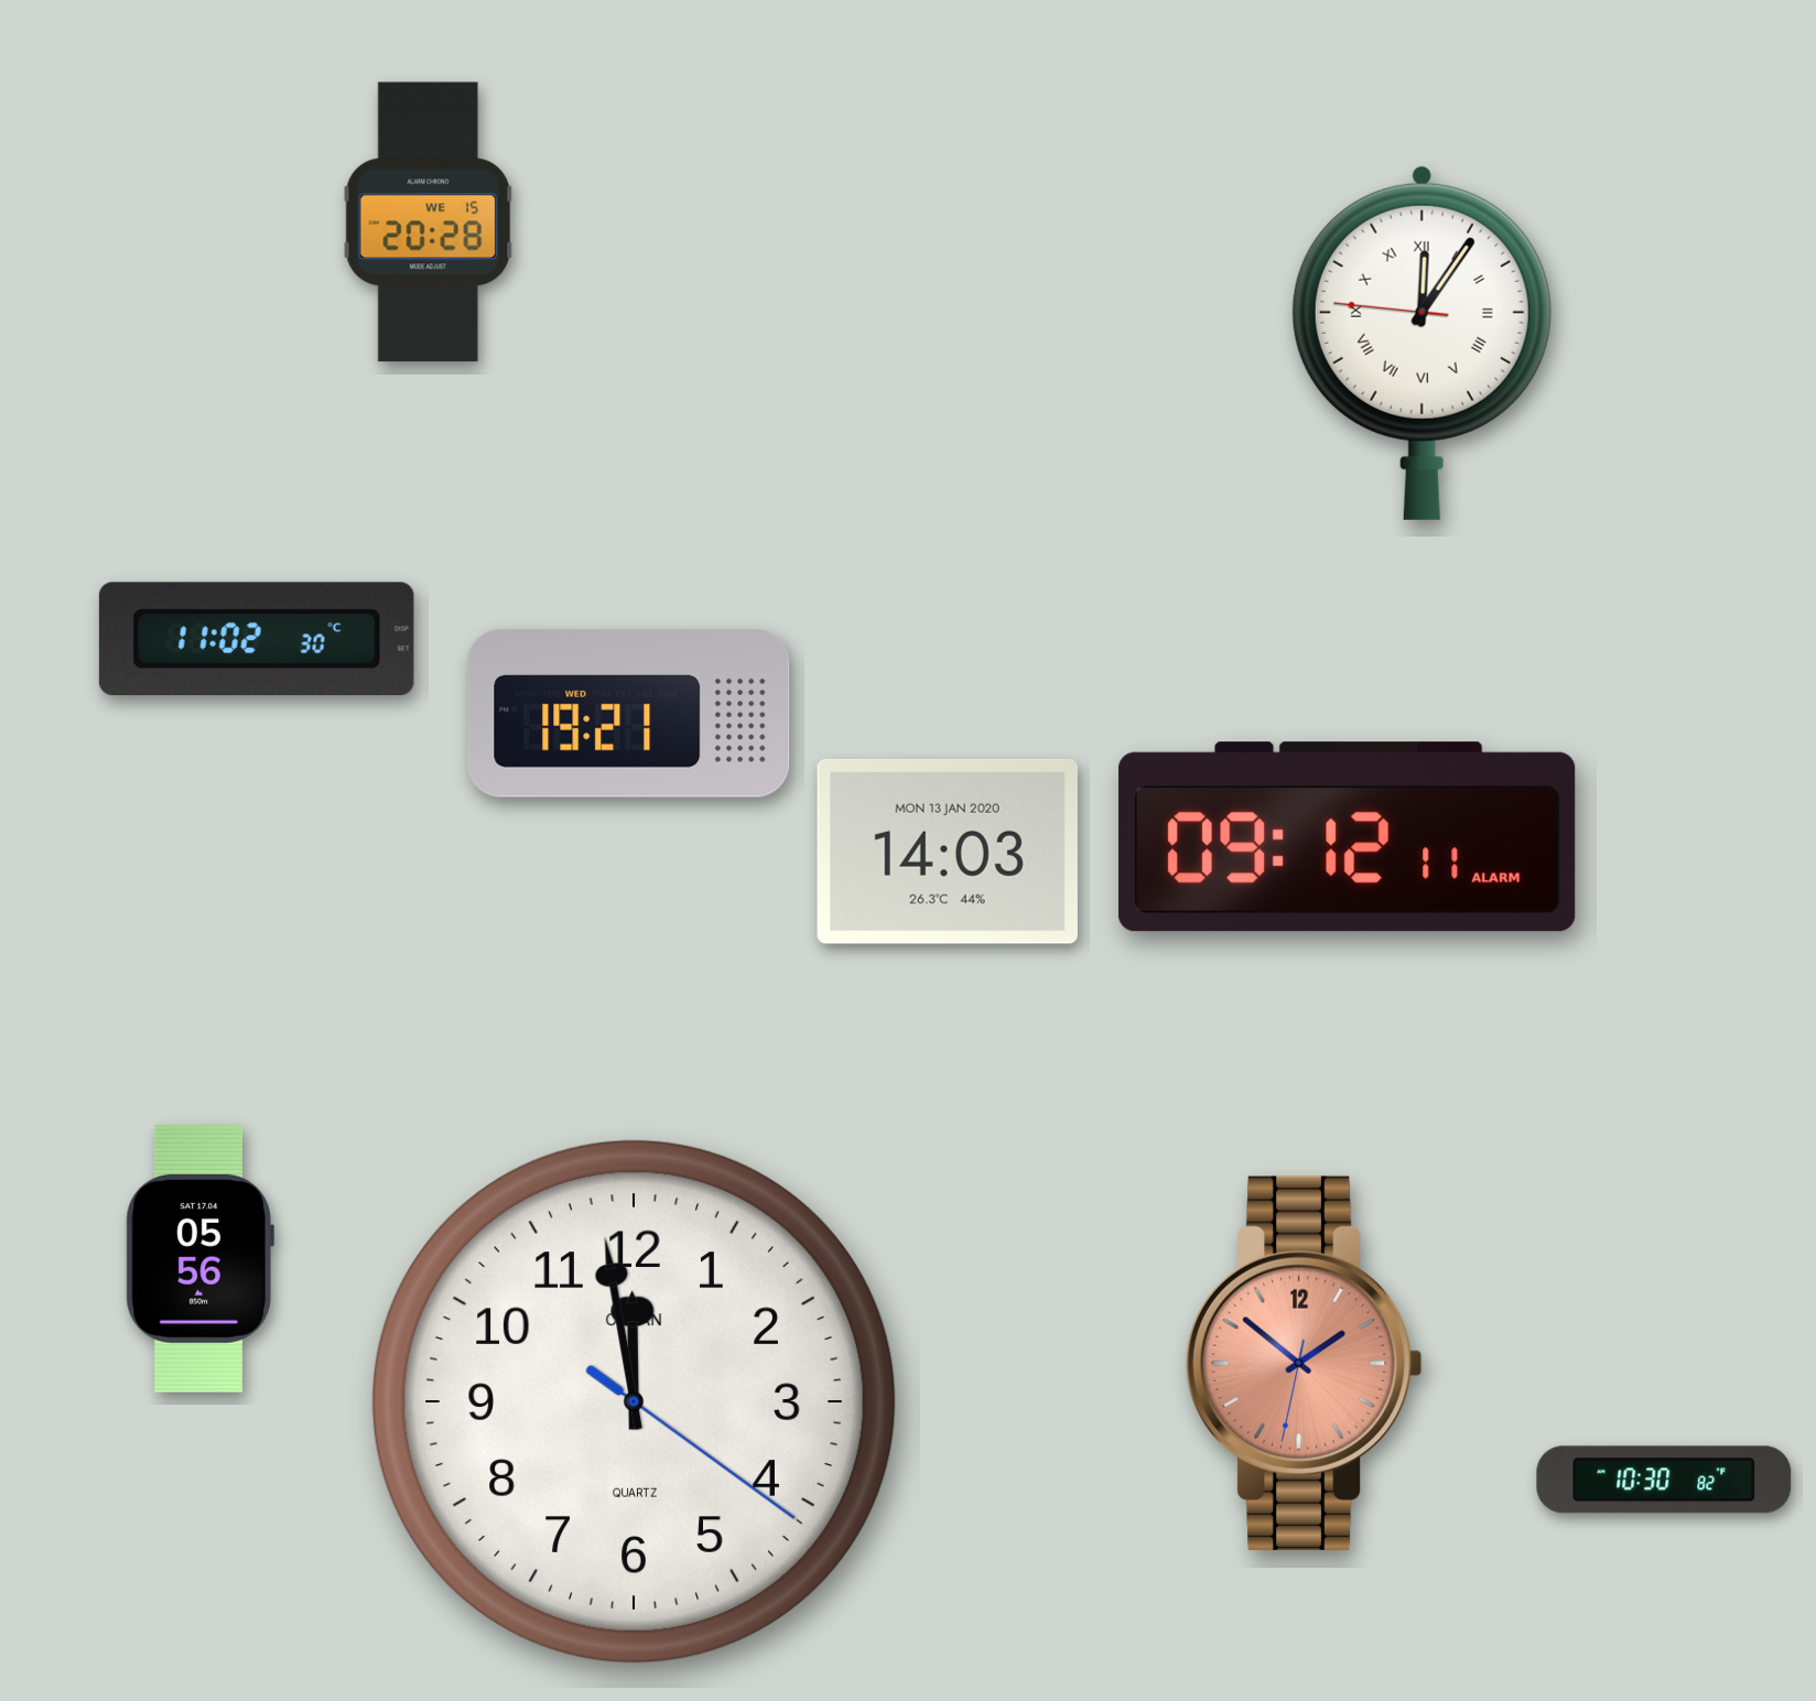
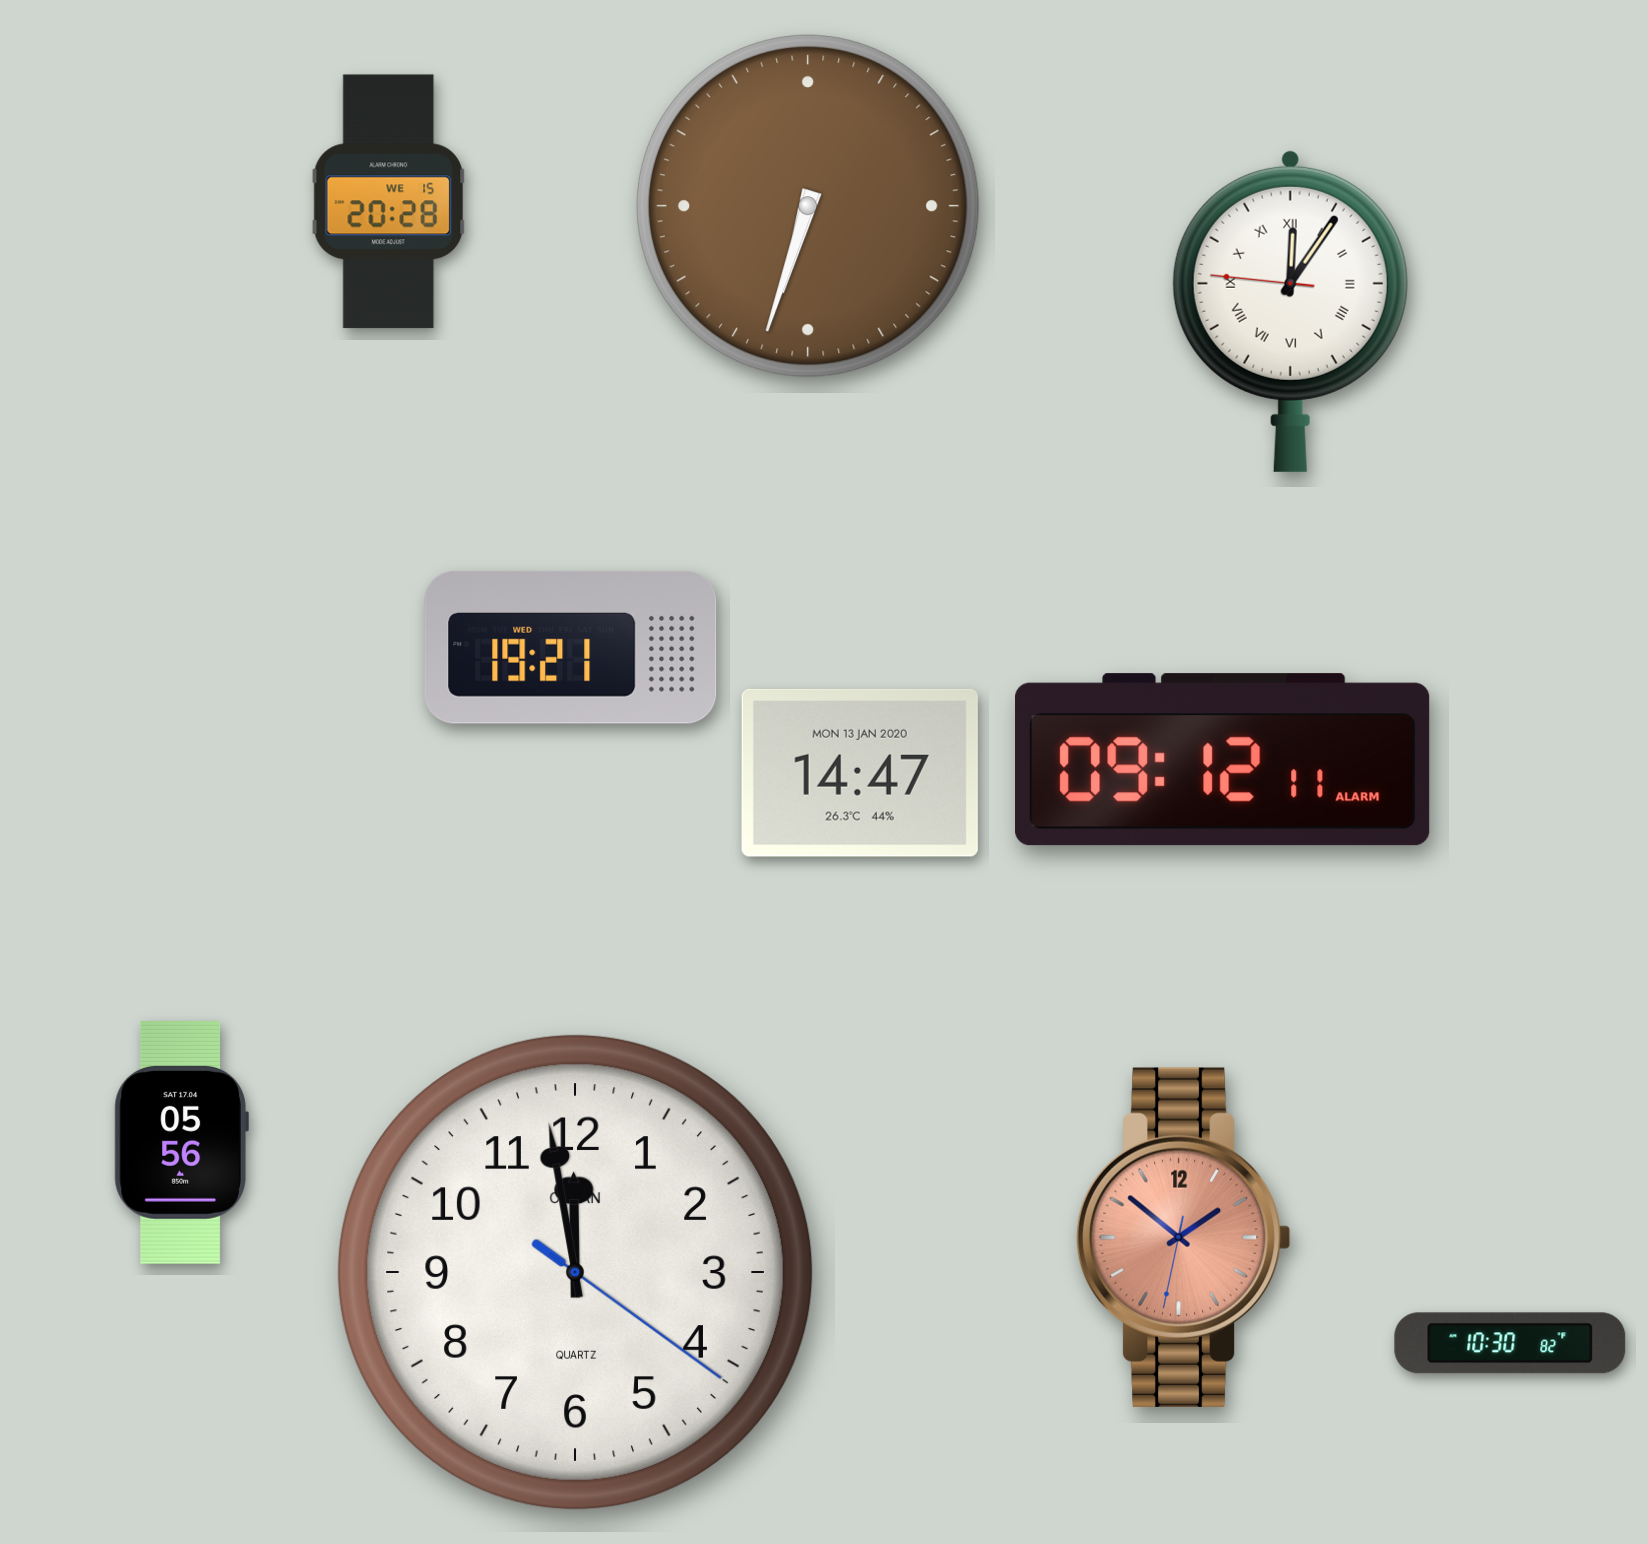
clock at (808, 206): none -> 6:33
clock at (257, 638): 11:02 -> none
clock at (948, 852): 14:03 -> 14:47
